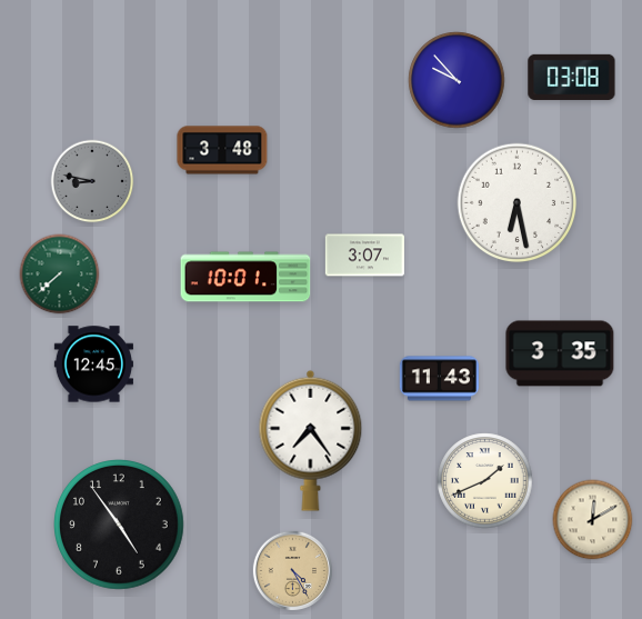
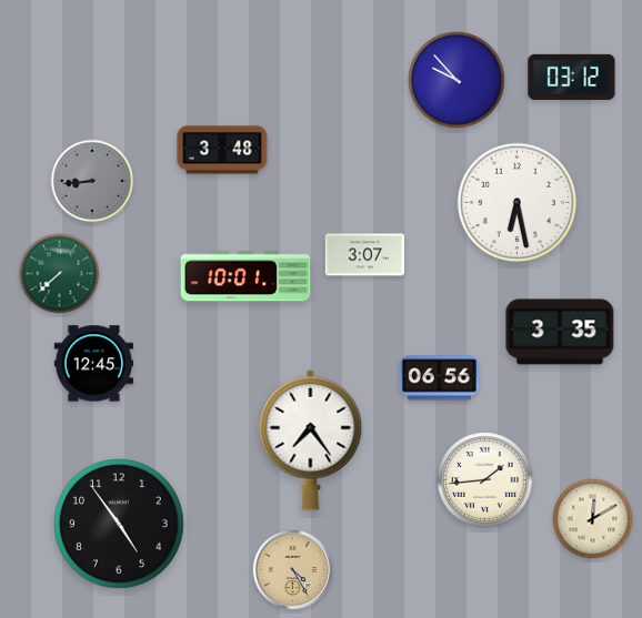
clock at (572, 77): 03:08 -> 03:12
clock at (92, 181): 8:47 -> 8:44
clock at (560, 353) position: (560, 353) -> (560, 332)
clock at (439, 379): 11:43 -> 06:56
clock at (485, 481): 1:41 -> 1:44
